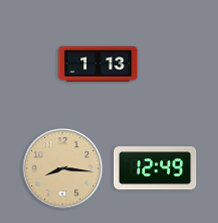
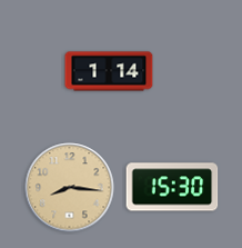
clock at (98, 64): 1:13 -> 1:14
clock at (155, 168): 12:49 -> 15:30
